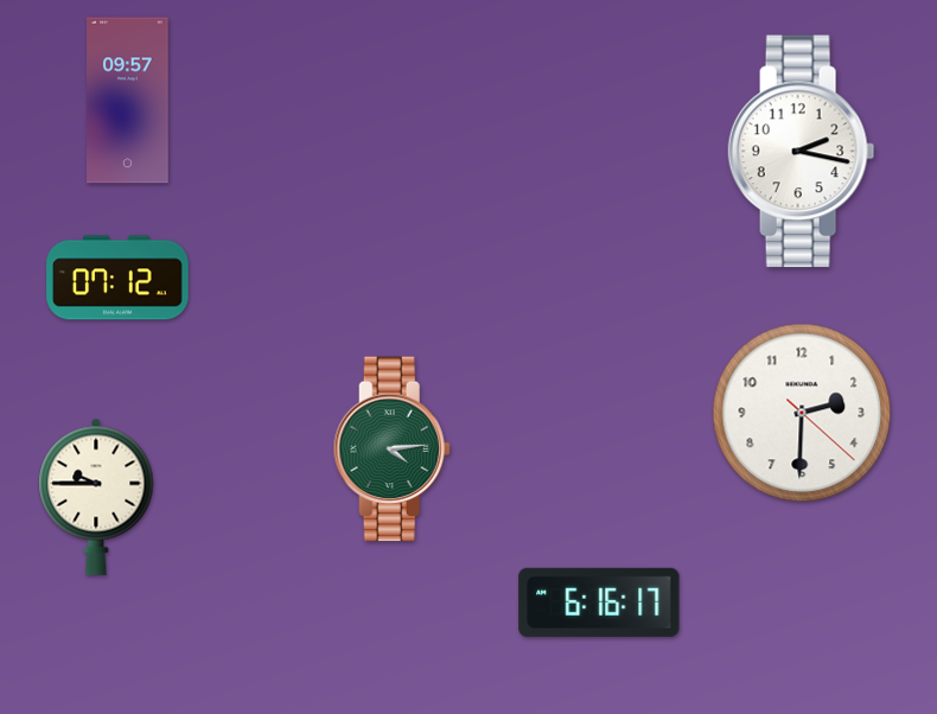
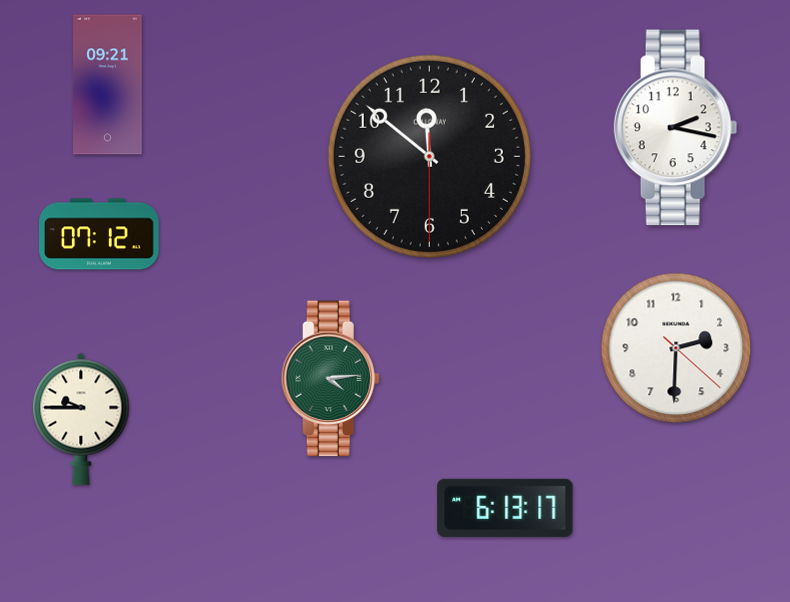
clock at (128, 101): 09:57 -> 09:21
clock at (429, 156): none -> 11:51
clock at (599, 603): 6:16 -> 6:13
